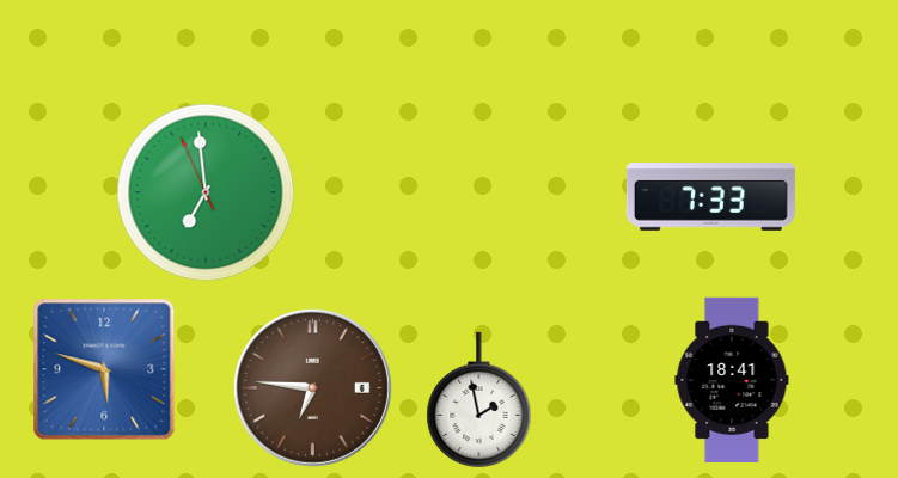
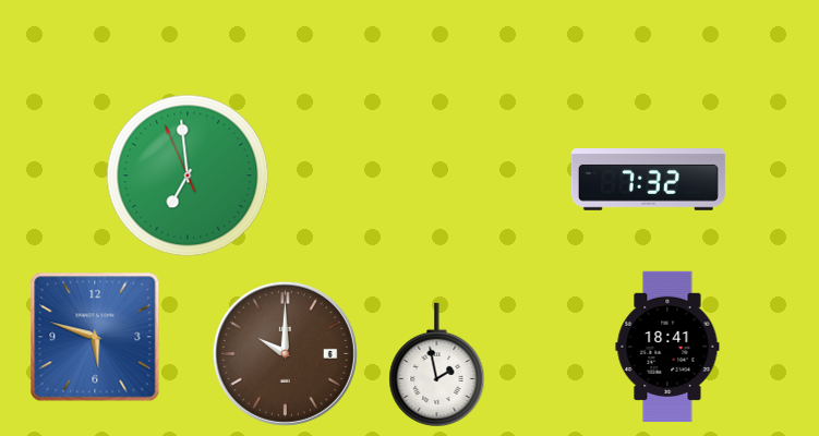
clock at (710, 197): 7:33 -> 7:32
clock at (312, 387): 6:46 -> 10:00
